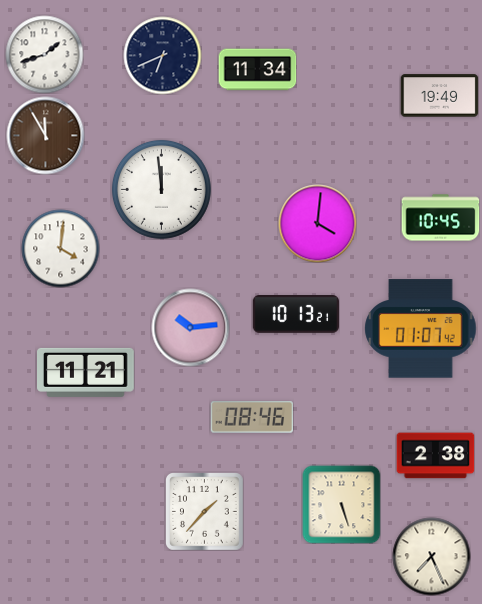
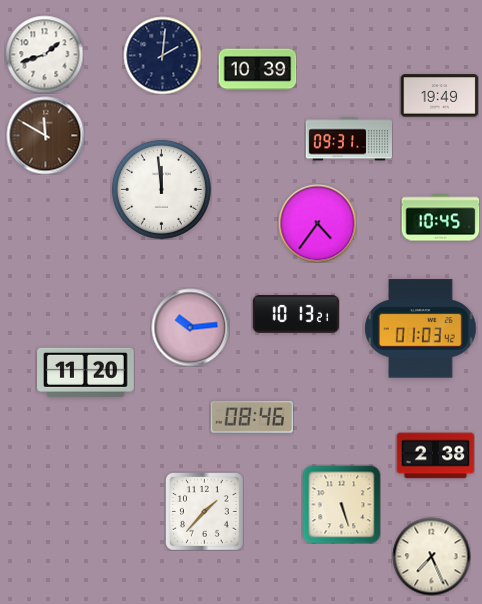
clock at (162, 55): 6:41 -> 2:01
clock at (257, 70): 11:34 -> 10:39
clock at (45, 135): 11:55 -> 11:50
clock at (348, 139): none -> 09:31
clock at (317, 223): 4:01 -> 4:36
clock at (60, 248): 4:01 -> none
clock at (421, 329): 01:07 -> 01:03
clock at (86, 372): 11:21 -> 11:20
